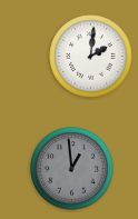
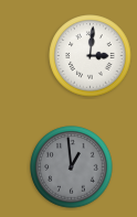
clock at (91, 57): 2:01 -> 3:01
